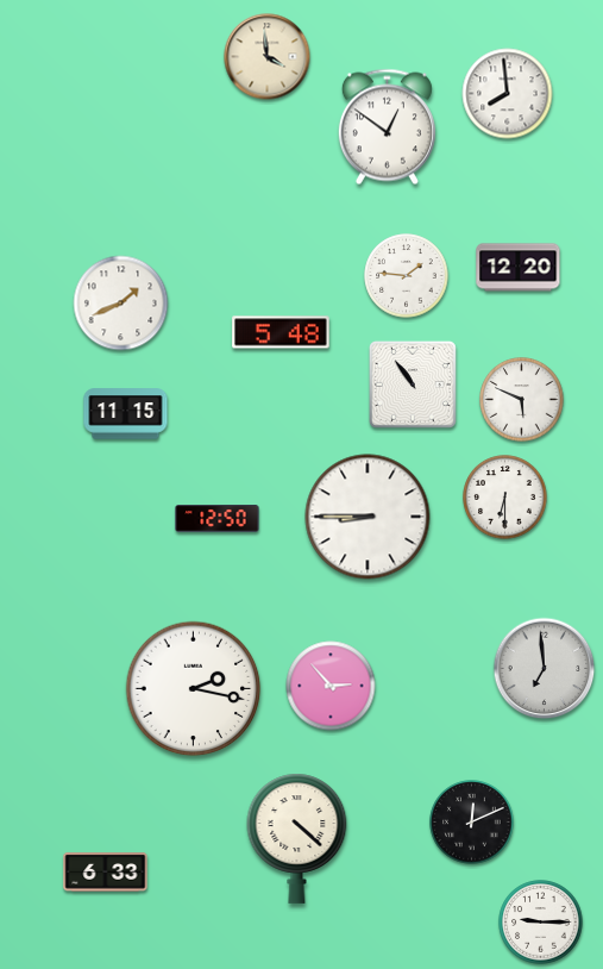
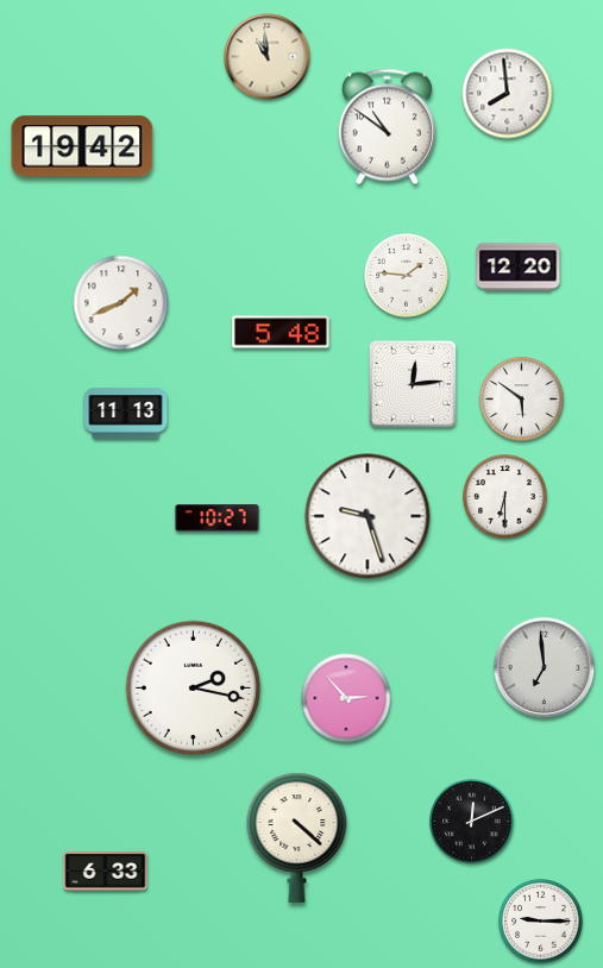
clock at (268, 57): 3:59 -> 10:59
clock at (387, 127): 12:51 -> 10:51
clock at (82, 146): none -> 19:42
clock at (413, 385): 10:54 -> 12:14
clock at (522, 400): 5:49 -> 5:51
clock at (126, 414): 11:15 -> 11:13
clock at (368, 517): 8:45 -> 9:27
clock at (218, 519): 12:50 -> 10:27
clock at (331, 686) position: (331, 686) -> (346, 698)
